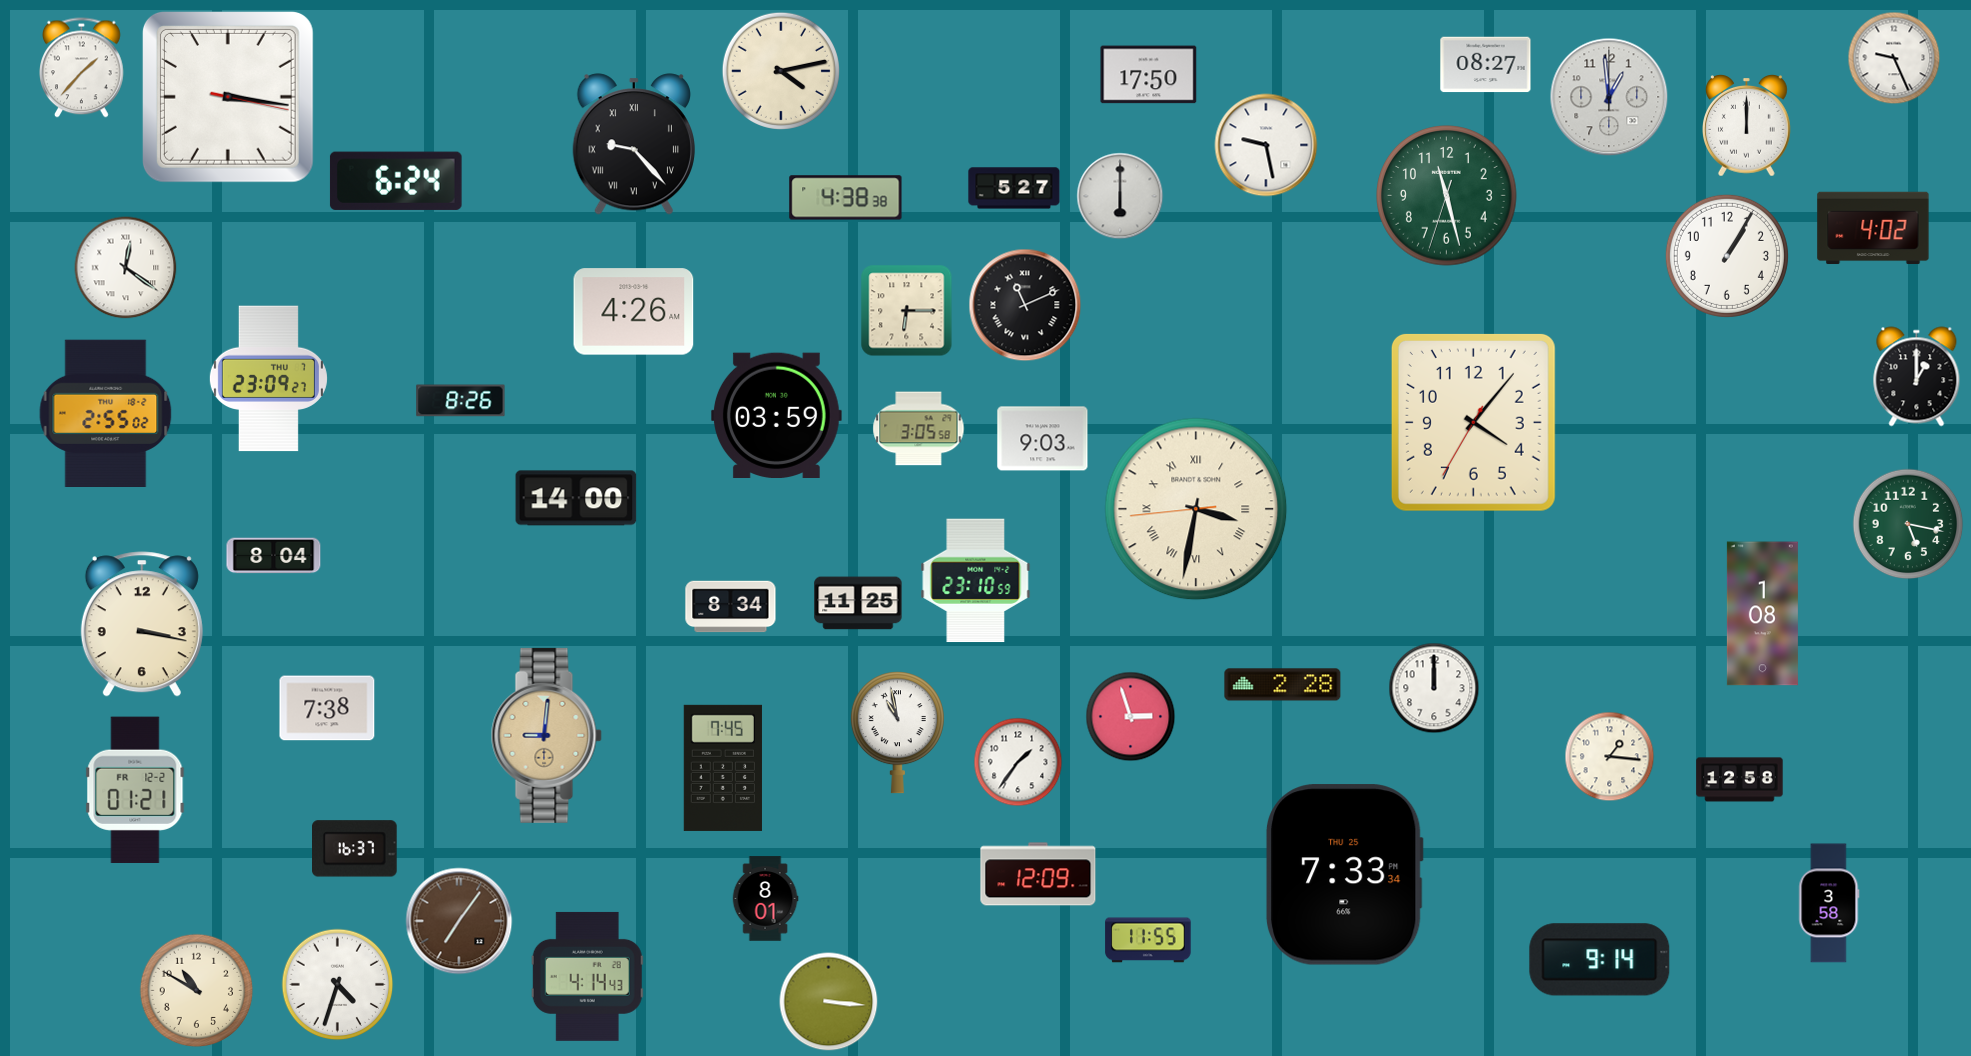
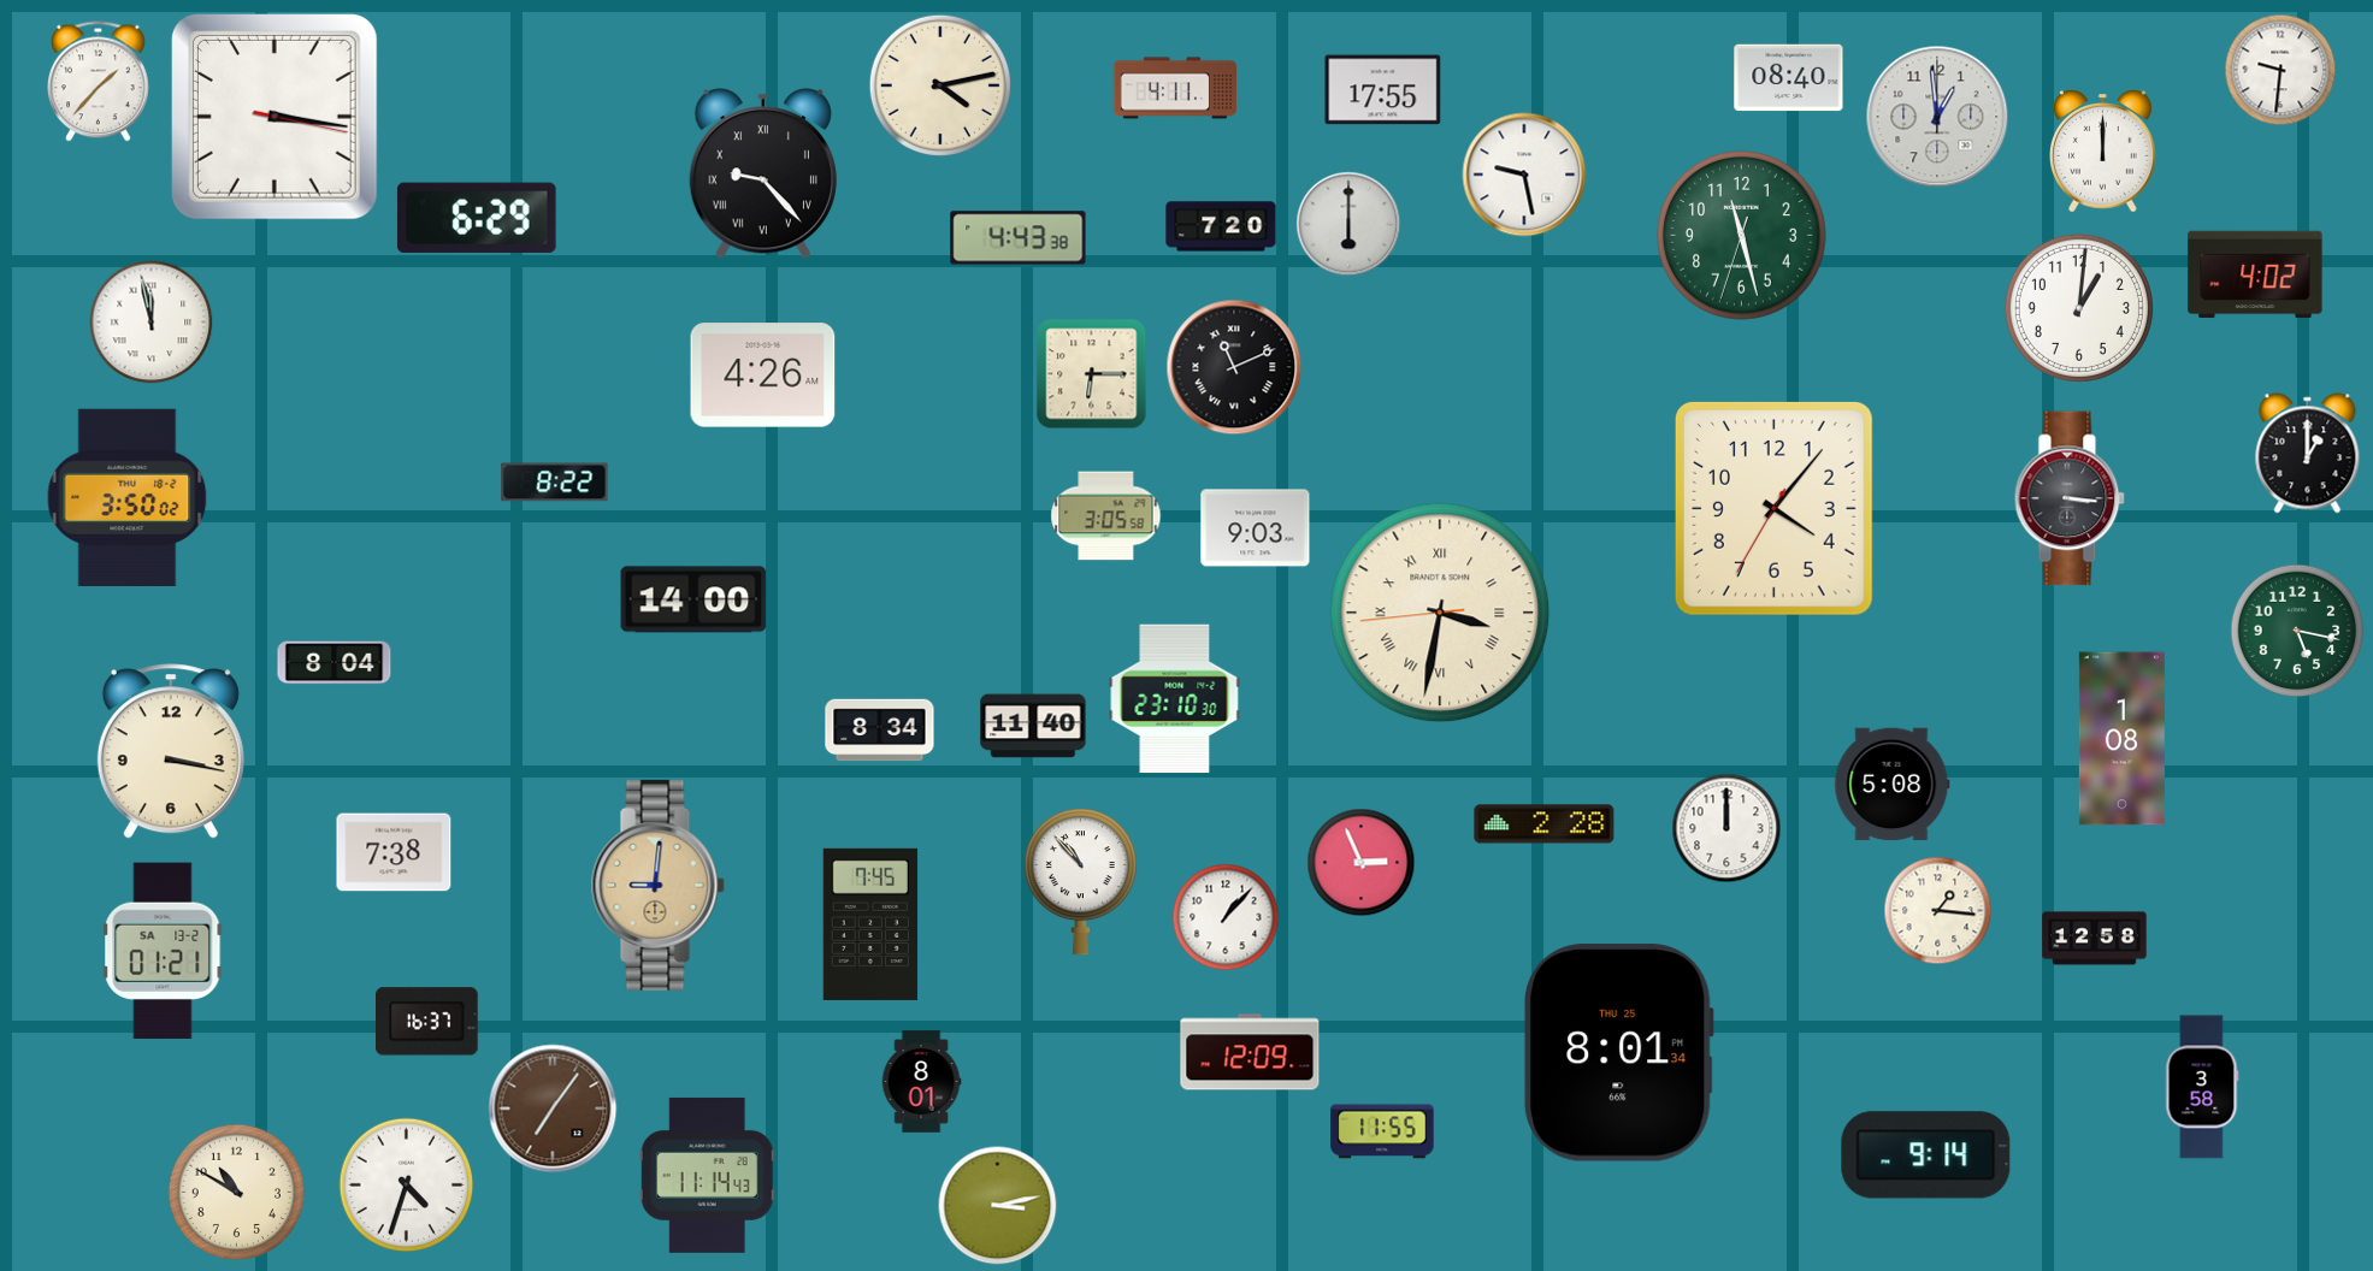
clock at (1894, 58): 9:26 -> 9:31
clock at (1486, 65): 08:27 -> 08:40
clock at (1175, 88): none -> 4:11
clock at (1149, 75): 17:50 -> 17:55
clock at (396, 181): 6:24 -> 6:29
clock at (1014, 188): 5:27 -> 7:20
clock at (1120, 196) position: (1120, 196) -> (1348, 224)
clock at (846, 198): 4:38 -> 4:43
clock at (1727, 256): 1:05 -> 1:01
clock at (126, 268): 12:21 -> 11:58
clock at (268, 379): 23:09 -> none
clock at (461, 401): 8:26 -> 8:22
clock at (106, 413): 2:55 -> 3:50
clock at (2070, 498): none -> 3:16
clock at (776, 415): 03:59 -> none
clock at (274, 556) position: (274, 556) -> (335, 663)
clock at (976, 581): 23:10:59 -> 23:10:30
clock at (858, 603): 11:25 -> 11:40
clock at (1893, 785): none -> 5:08
clock at (1131, 717): 2:57 -> 2:56
clock at (897, 733): 10:58 -> 10:53
clock at (1018, 762): 1:36 -> 1:07
clock at (135, 789) date: FR 12-2 -> SA 13-2
clock at (1344, 875): 7:33 -> 8:01
clock at (587, 976): 4:14 -> 11:14
clock at (829, 1002): 3:16 -> 3:13
